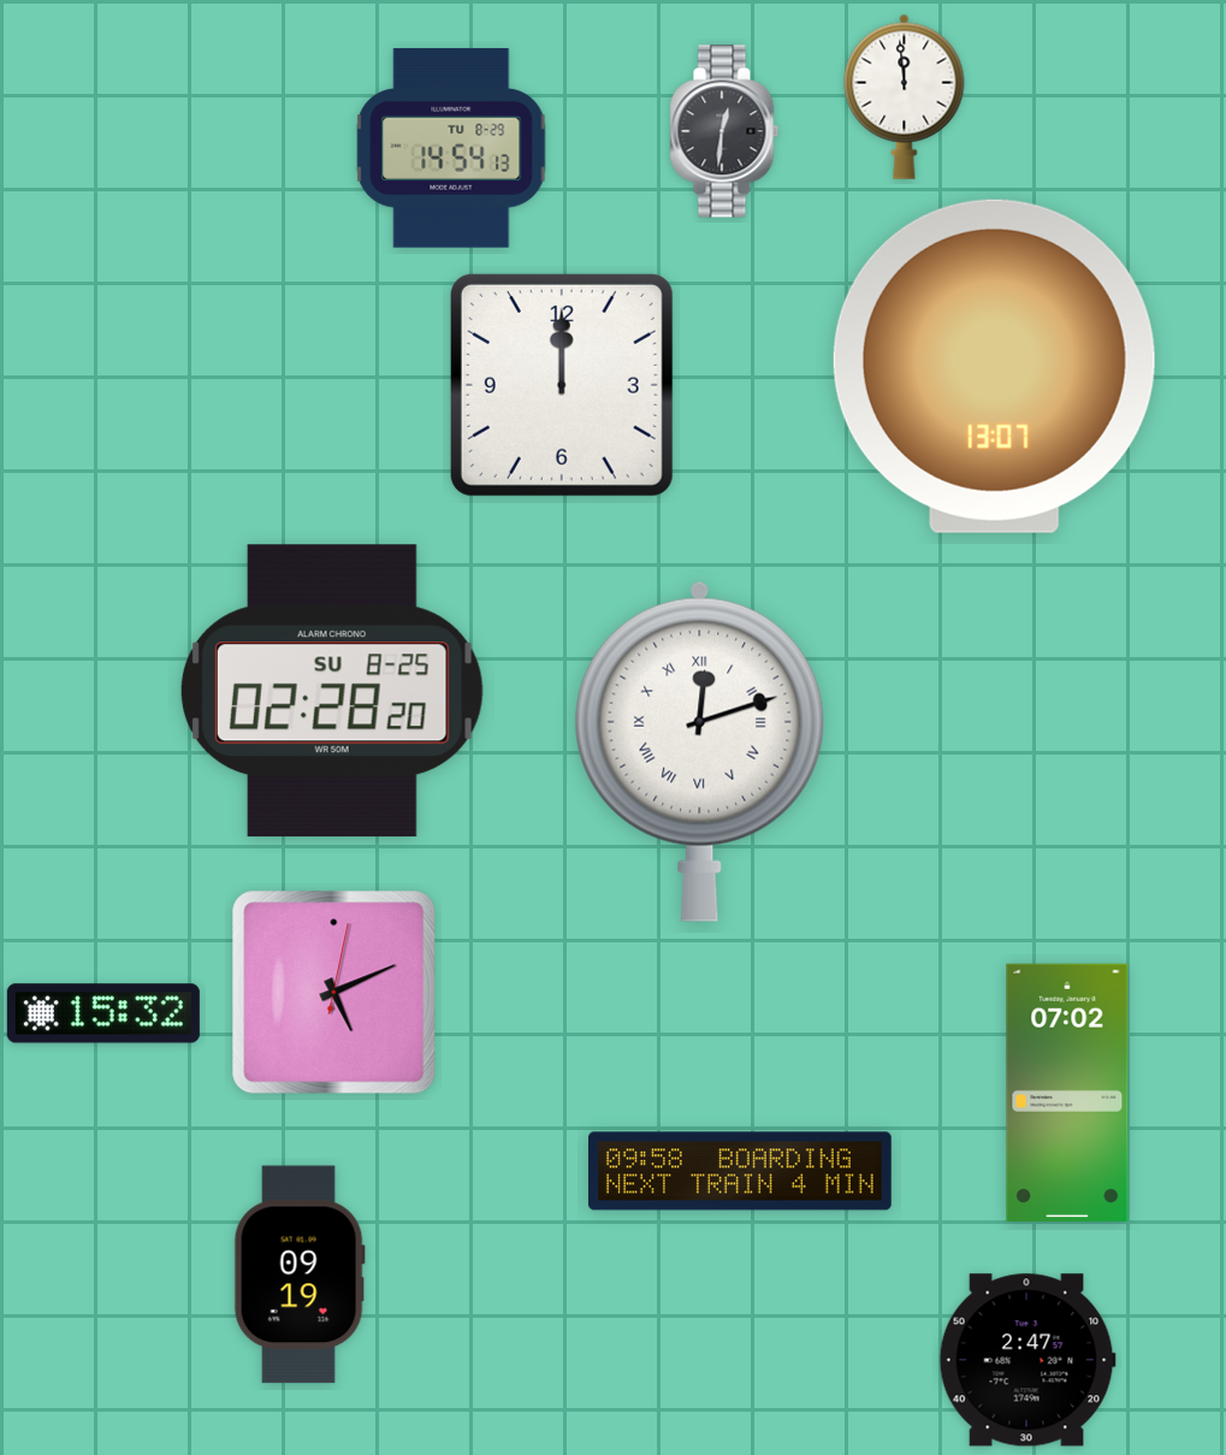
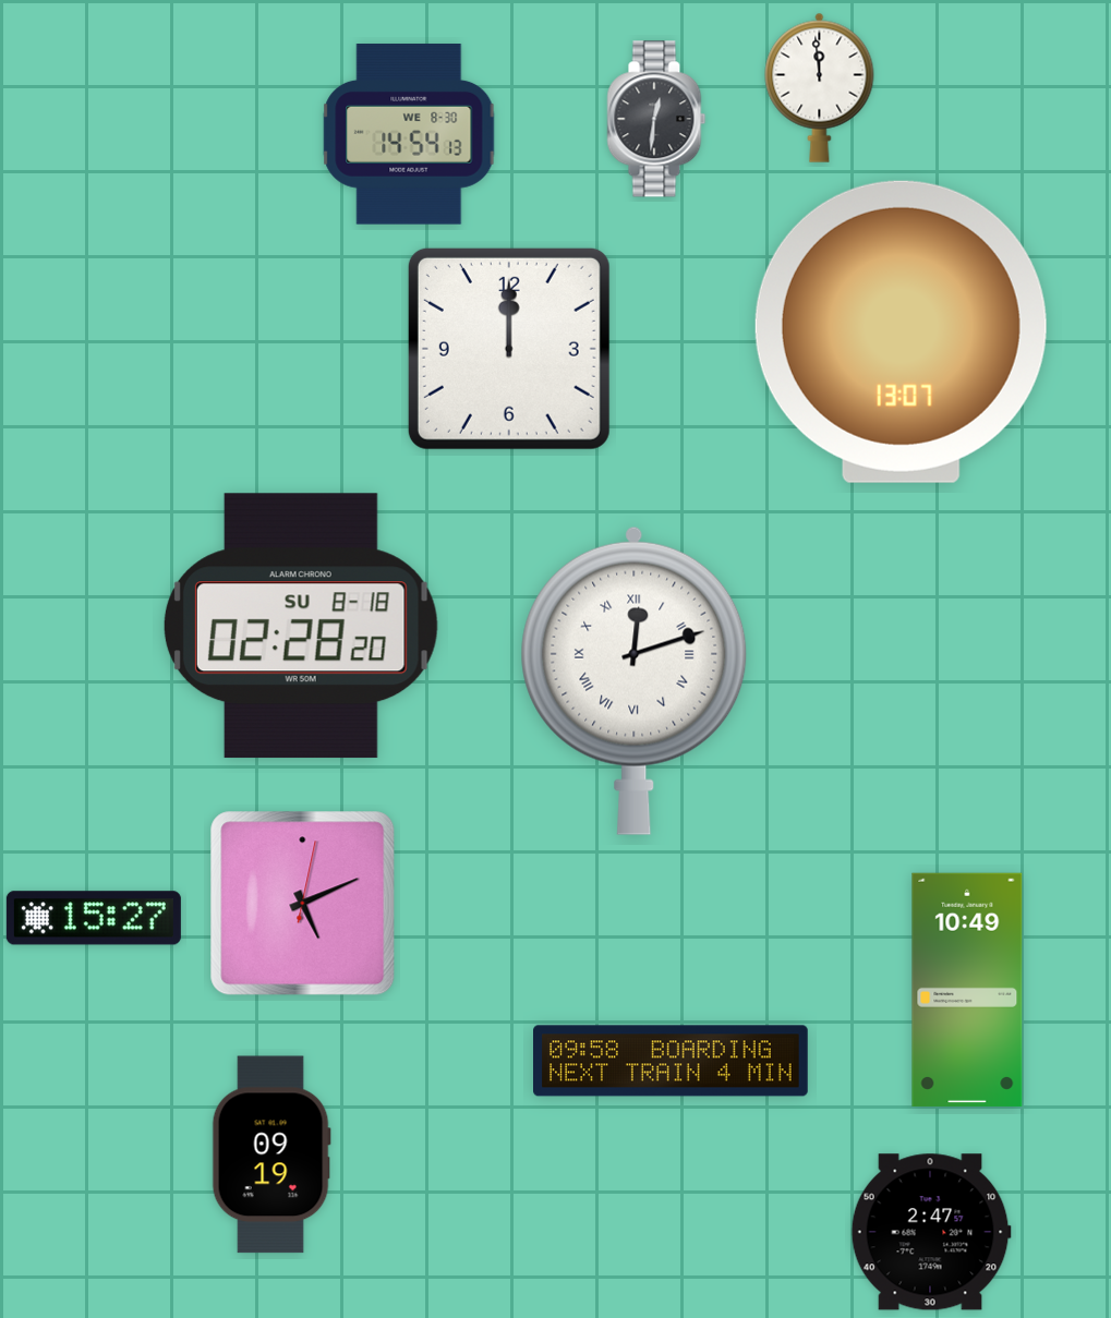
clock at (451, 148) date: TU 8-29 -> WE 8-30
clock at (332, 691) date: SU 8-25 -> SU 8-18
clock at (334, 993) position: (334, 993) -> (303, 904)
clock at (103, 1013): 15:32 -> 15:27
clock at (1067, 1093): 07:02 -> 10:49
